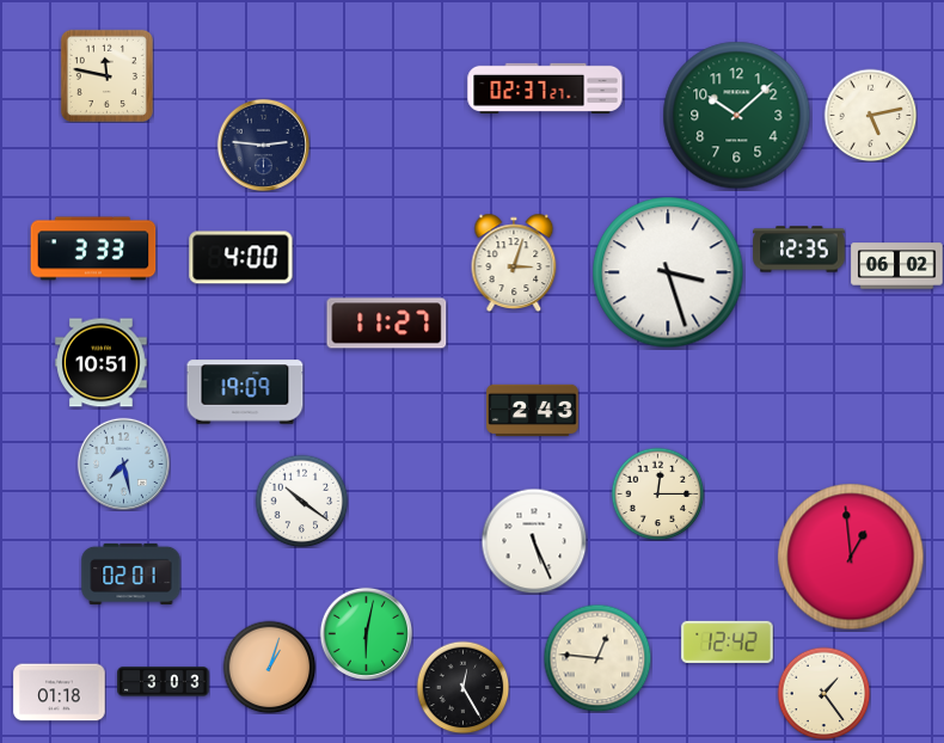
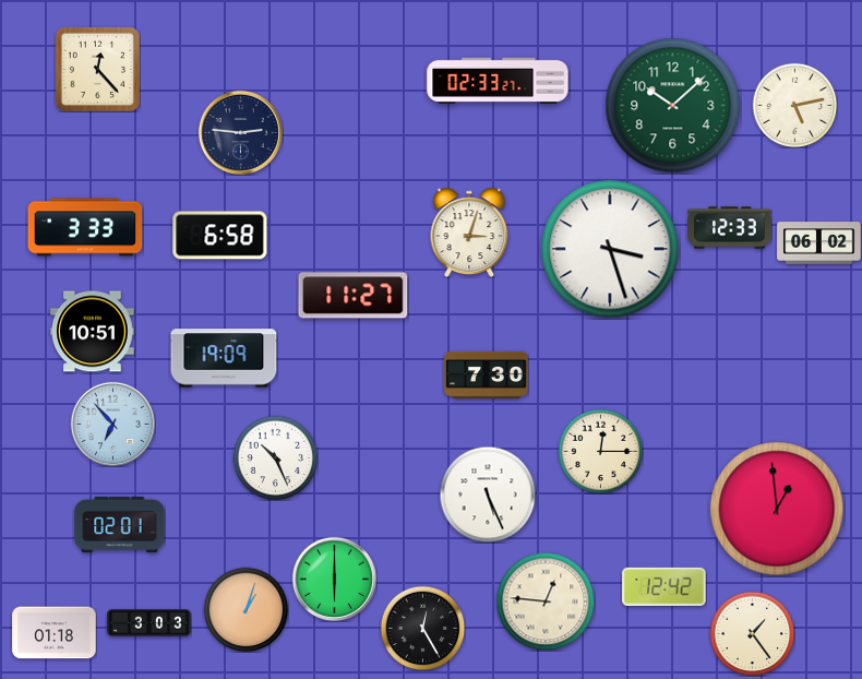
clock at (106, 75): 11:47 -> 12:23
clock at (545, 88): 02:37 -> 02:33
clock at (799, 250): 12:35 -> 12:33
clock at (241, 258): 4:00 -> 6:58
clock at (514, 263) position: (514, 263) -> (469, 233)
clock at (533, 410): 2:43 -> 7:30
clock at (123, 463): 7:28 -> 6:53
clock at (301, 501): 10:21 -> 10:26
clock at (366, 633): 6:02 -> 6:00
